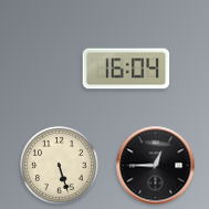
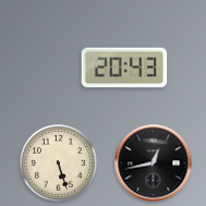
clock at (126, 69): 16:04 -> 20:43
clock at (156, 166): 12:45 -> 12:43
